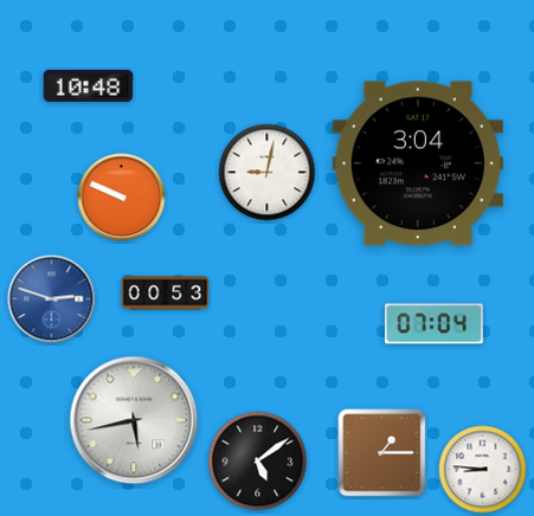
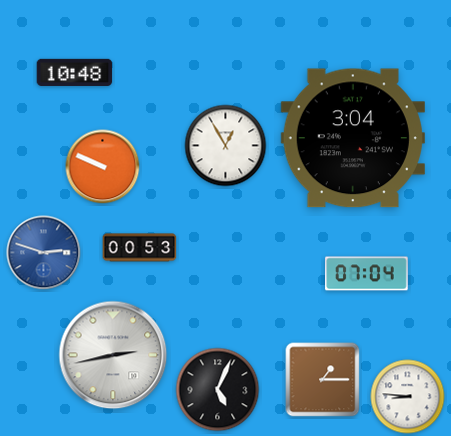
clock at (268, 173): 9:02 -> 12:55
clock at (134, 420): 5:43 -> 2:43
clock at (382, 453) position: (382, 453) -> (323, 380)
clock at (258, 462): 5:09 -> 5:04
